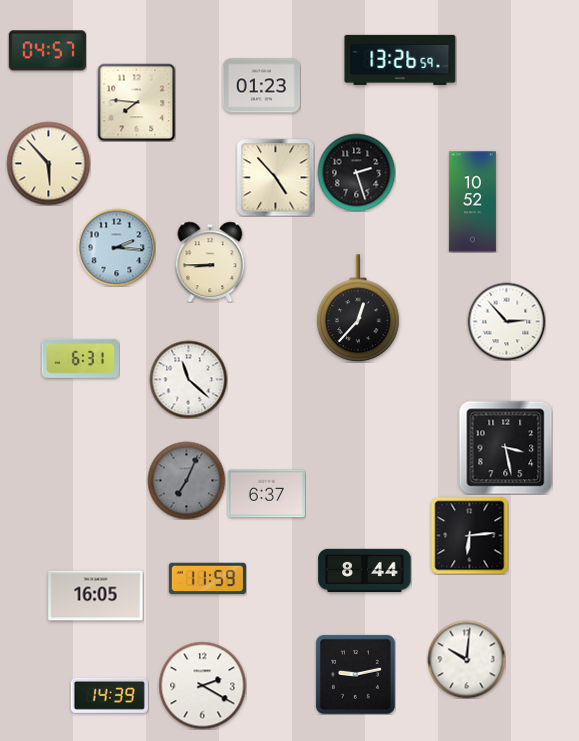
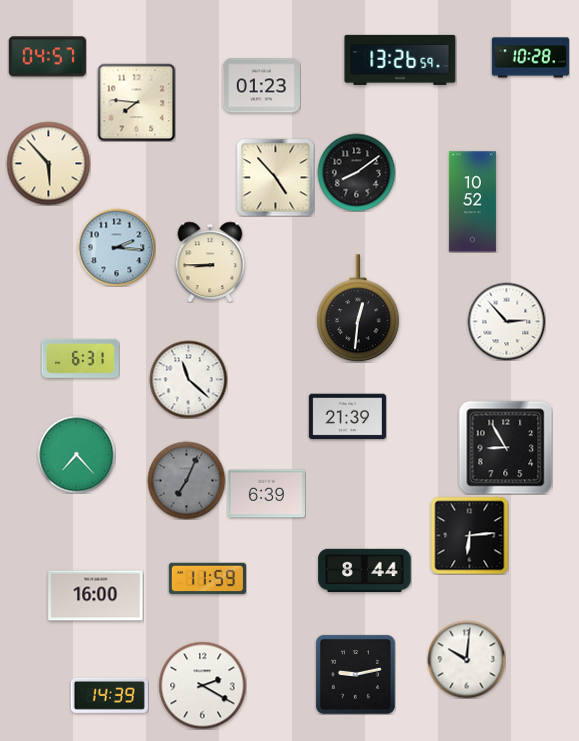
clock at (47, 51) position: (47, 51) -> (47, 57)
clock at (530, 58): none -> 10:28
clock at (356, 172): 2:27 -> 8:09
clock at (359, 308): 12:37 -> 12:31
clock at (347, 417): none -> 21:39
clock at (505, 447): 3:28 -> 8:55
clock at (76, 454): none -> 7:23
clock at (266, 494): 6:37 -> 6:39
clock at (96, 596): 16:05 -> 16:00
